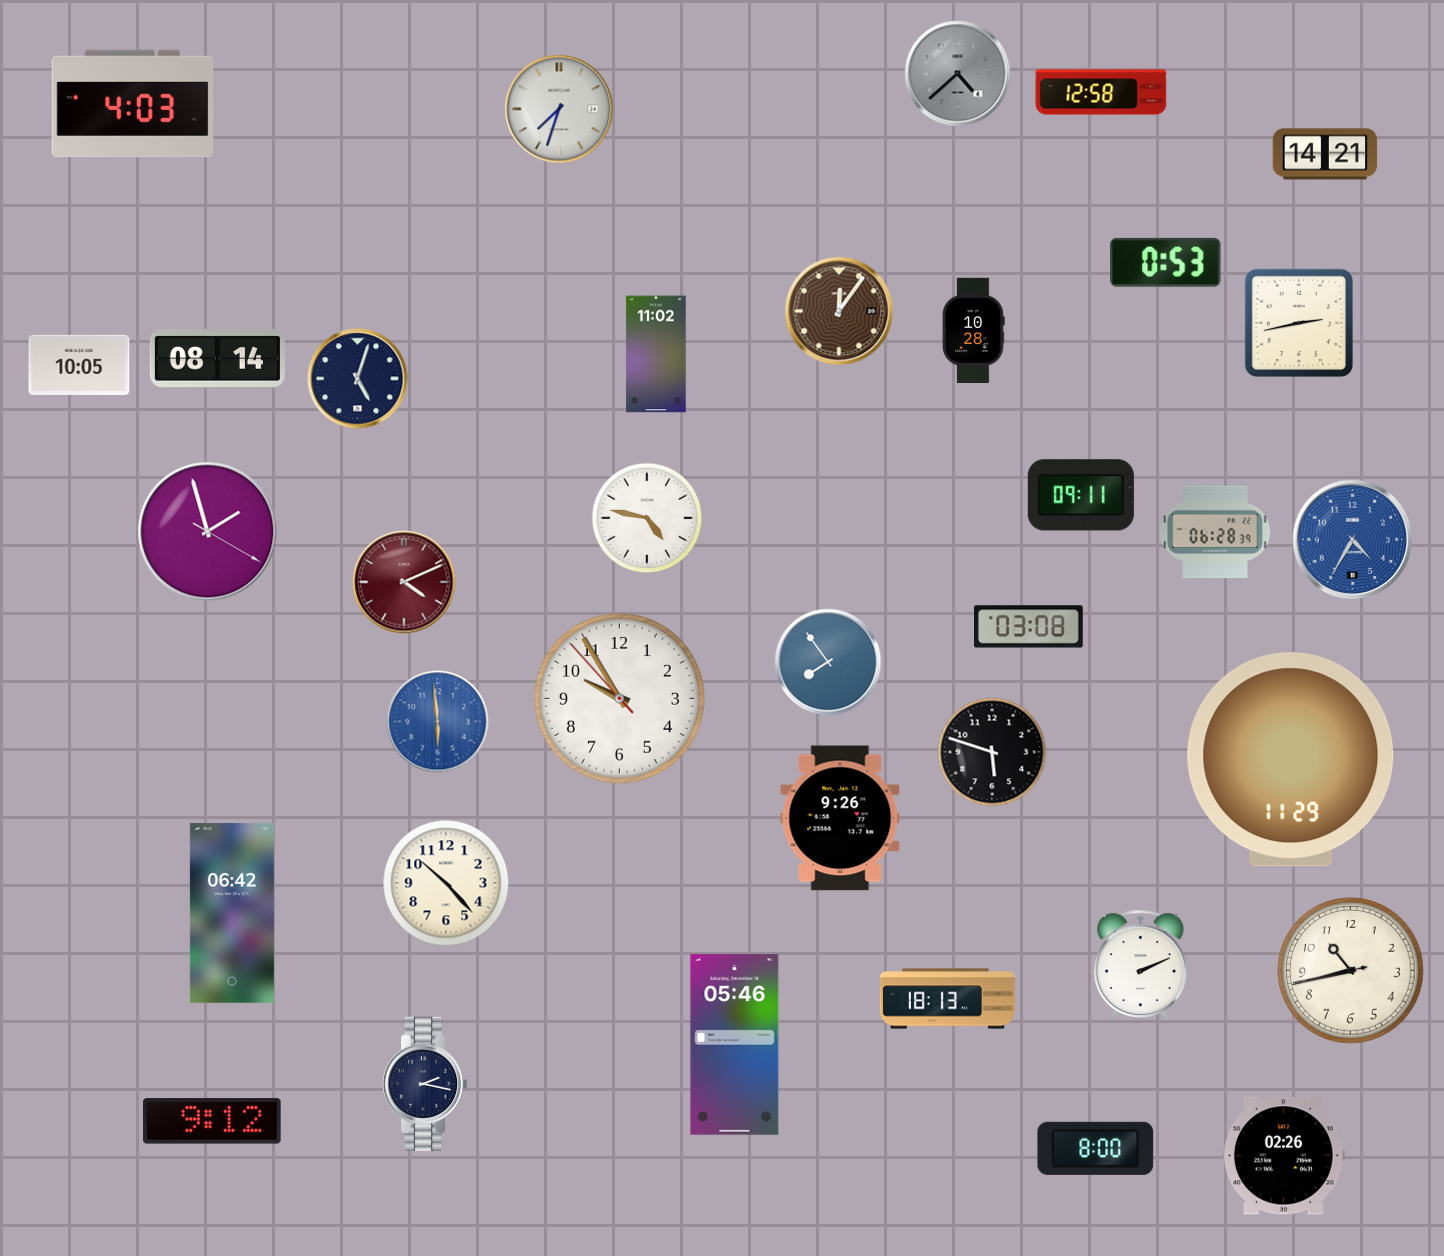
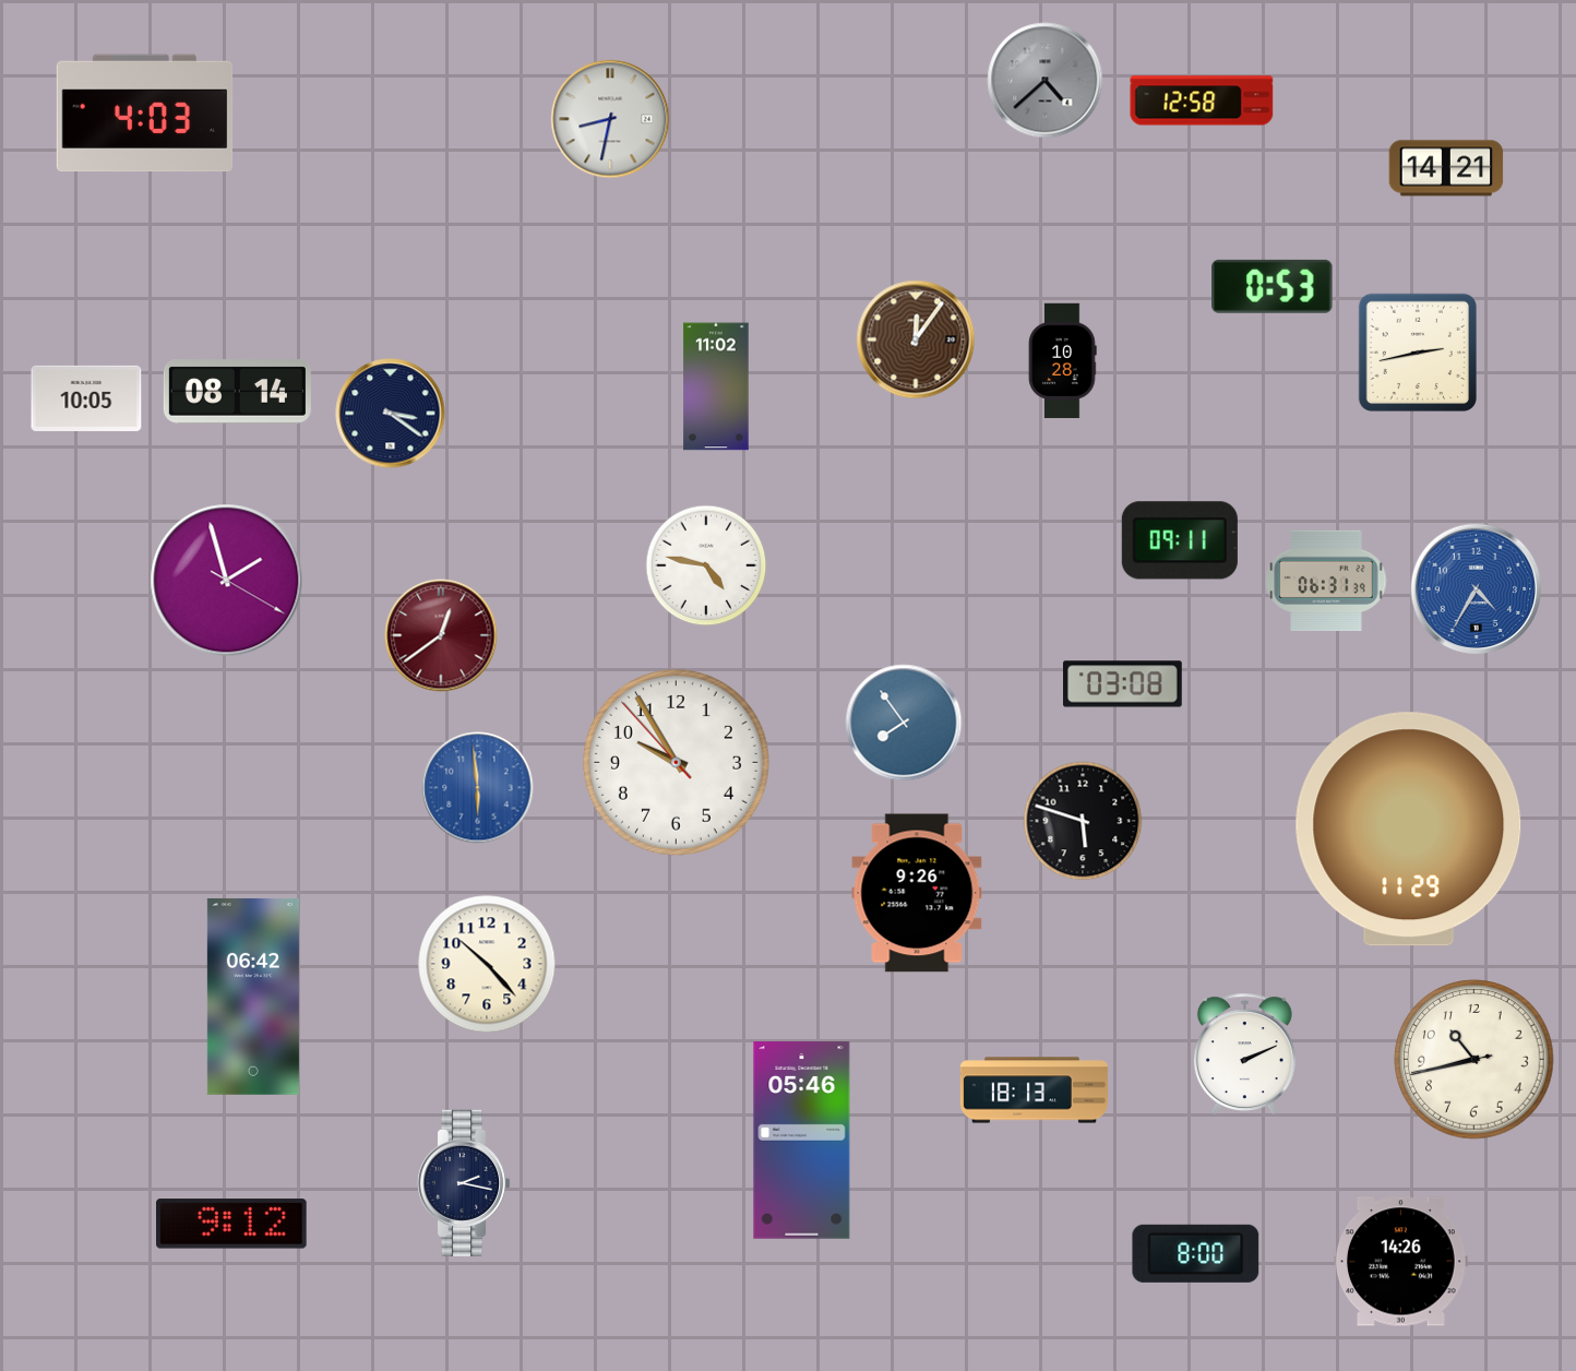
clock at (559, 109): 7:33 -> 8:32
clock at (358, 379): 5:03 -> 3:21
clock at (1215, 532): 06:28 -> 06:31
clock at (404, 582): 4:11 -> 12:39
clock at (1283, 1156): 02:26 -> 14:26
